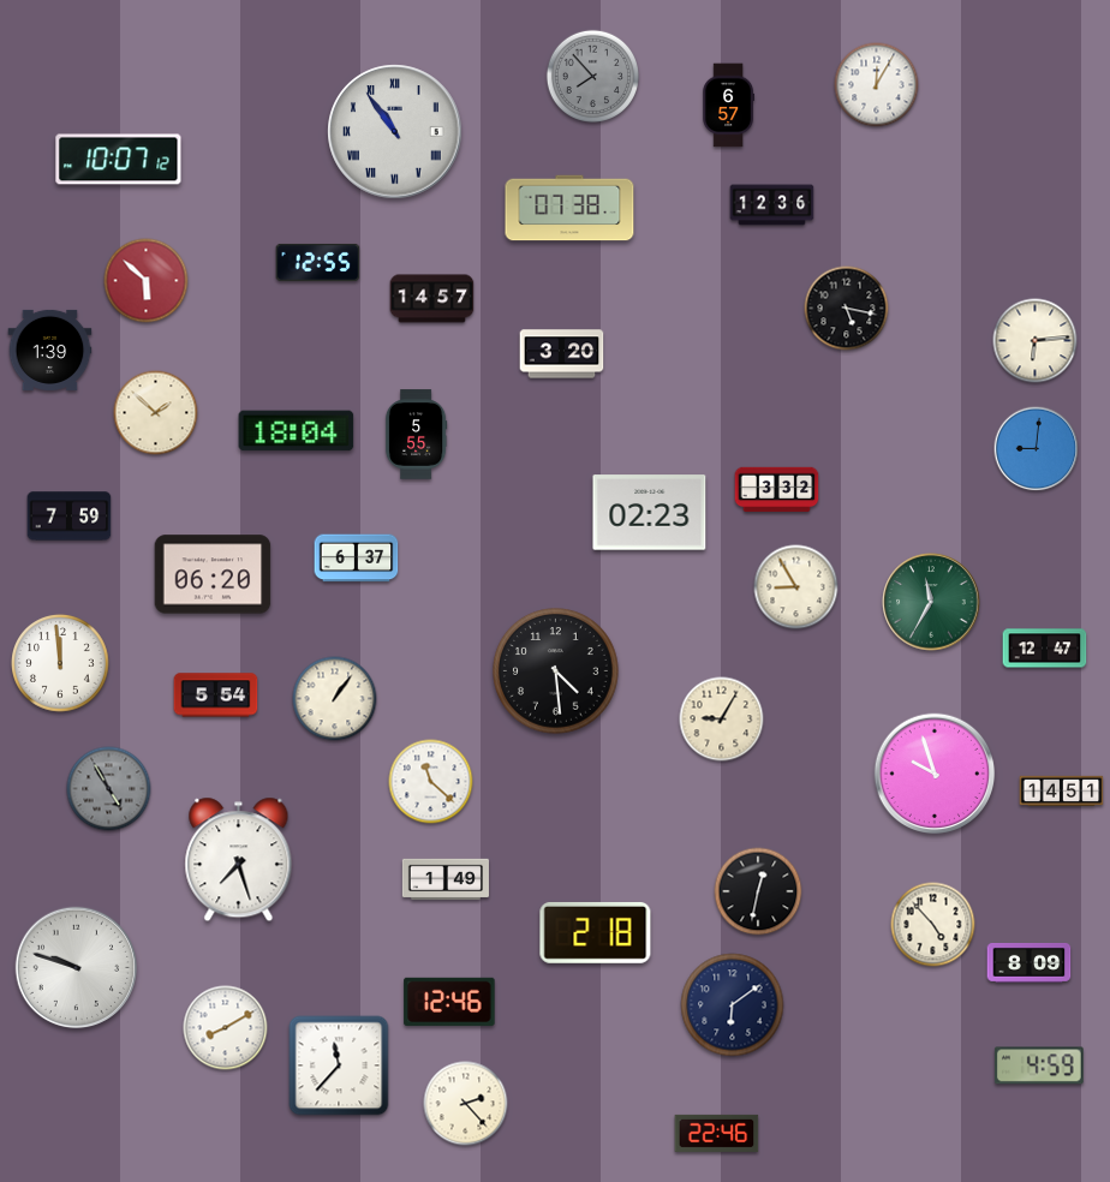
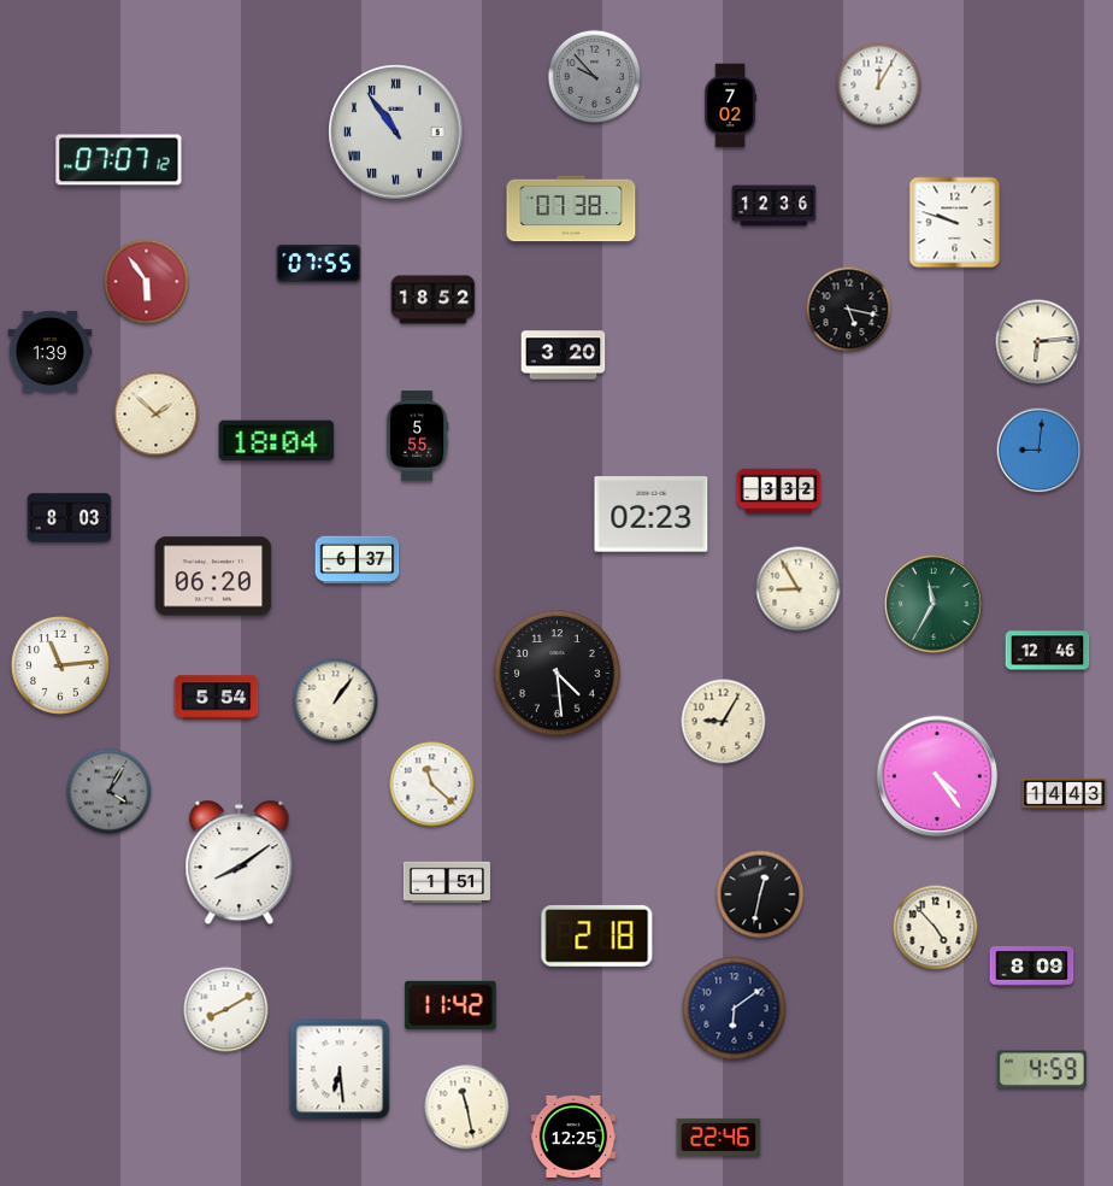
clock at (592, 76): 7:53 -> 9:53
clock at (728, 106): 6:57 -> 7:02
clock at (119, 160): 10:07 -> 07:07
clock at (955, 223): none -> 9:48
clock at (318, 262): 12:55 -> 07:55
clock at (147, 281): 5:52 -> 5:54
clock at (432, 299): 14:57 -> 18:52
clock at (297, 431) position: (297, 431) -> (277, 441)
clock at (70, 517): 7:59 -> 8:03
clock at (1045, 649): 12:47 -> 12:46
clock at (61, 664): 11:59 -> 11:14
clock at (935, 774): 9:57 -> 4:24
clock at (109, 789): 4:55 -> 4:05
clock at (1062, 790): 14:51 -> 14:43
clock at (239, 860): 7:27 -> 8:09
clock at (446, 879): 1:49 -> 1:51
clock at (77, 968): 9:48 -> none
clock at (449, 1002): 12:46 -> 11:42
clock at (226, 1028) position: (226, 1028) -> (226, 1010)
clock at (339, 1065): 11:37 -> 6:29
clock at (466, 1104): 2:23 -> 11:28
clock at (573, 1137): none -> 12:25
